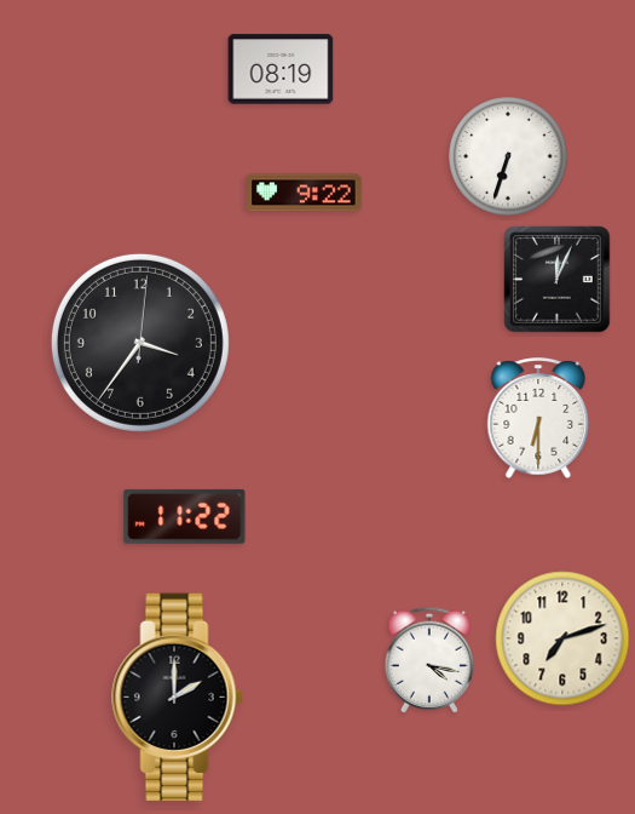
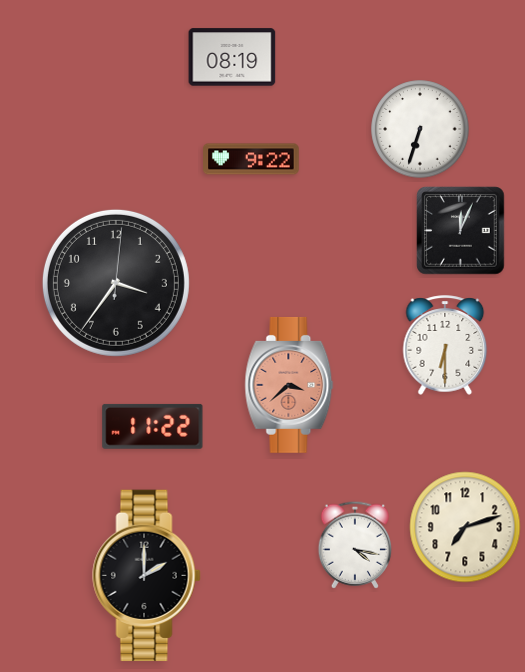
clock at (289, 385): none -> 3:38
